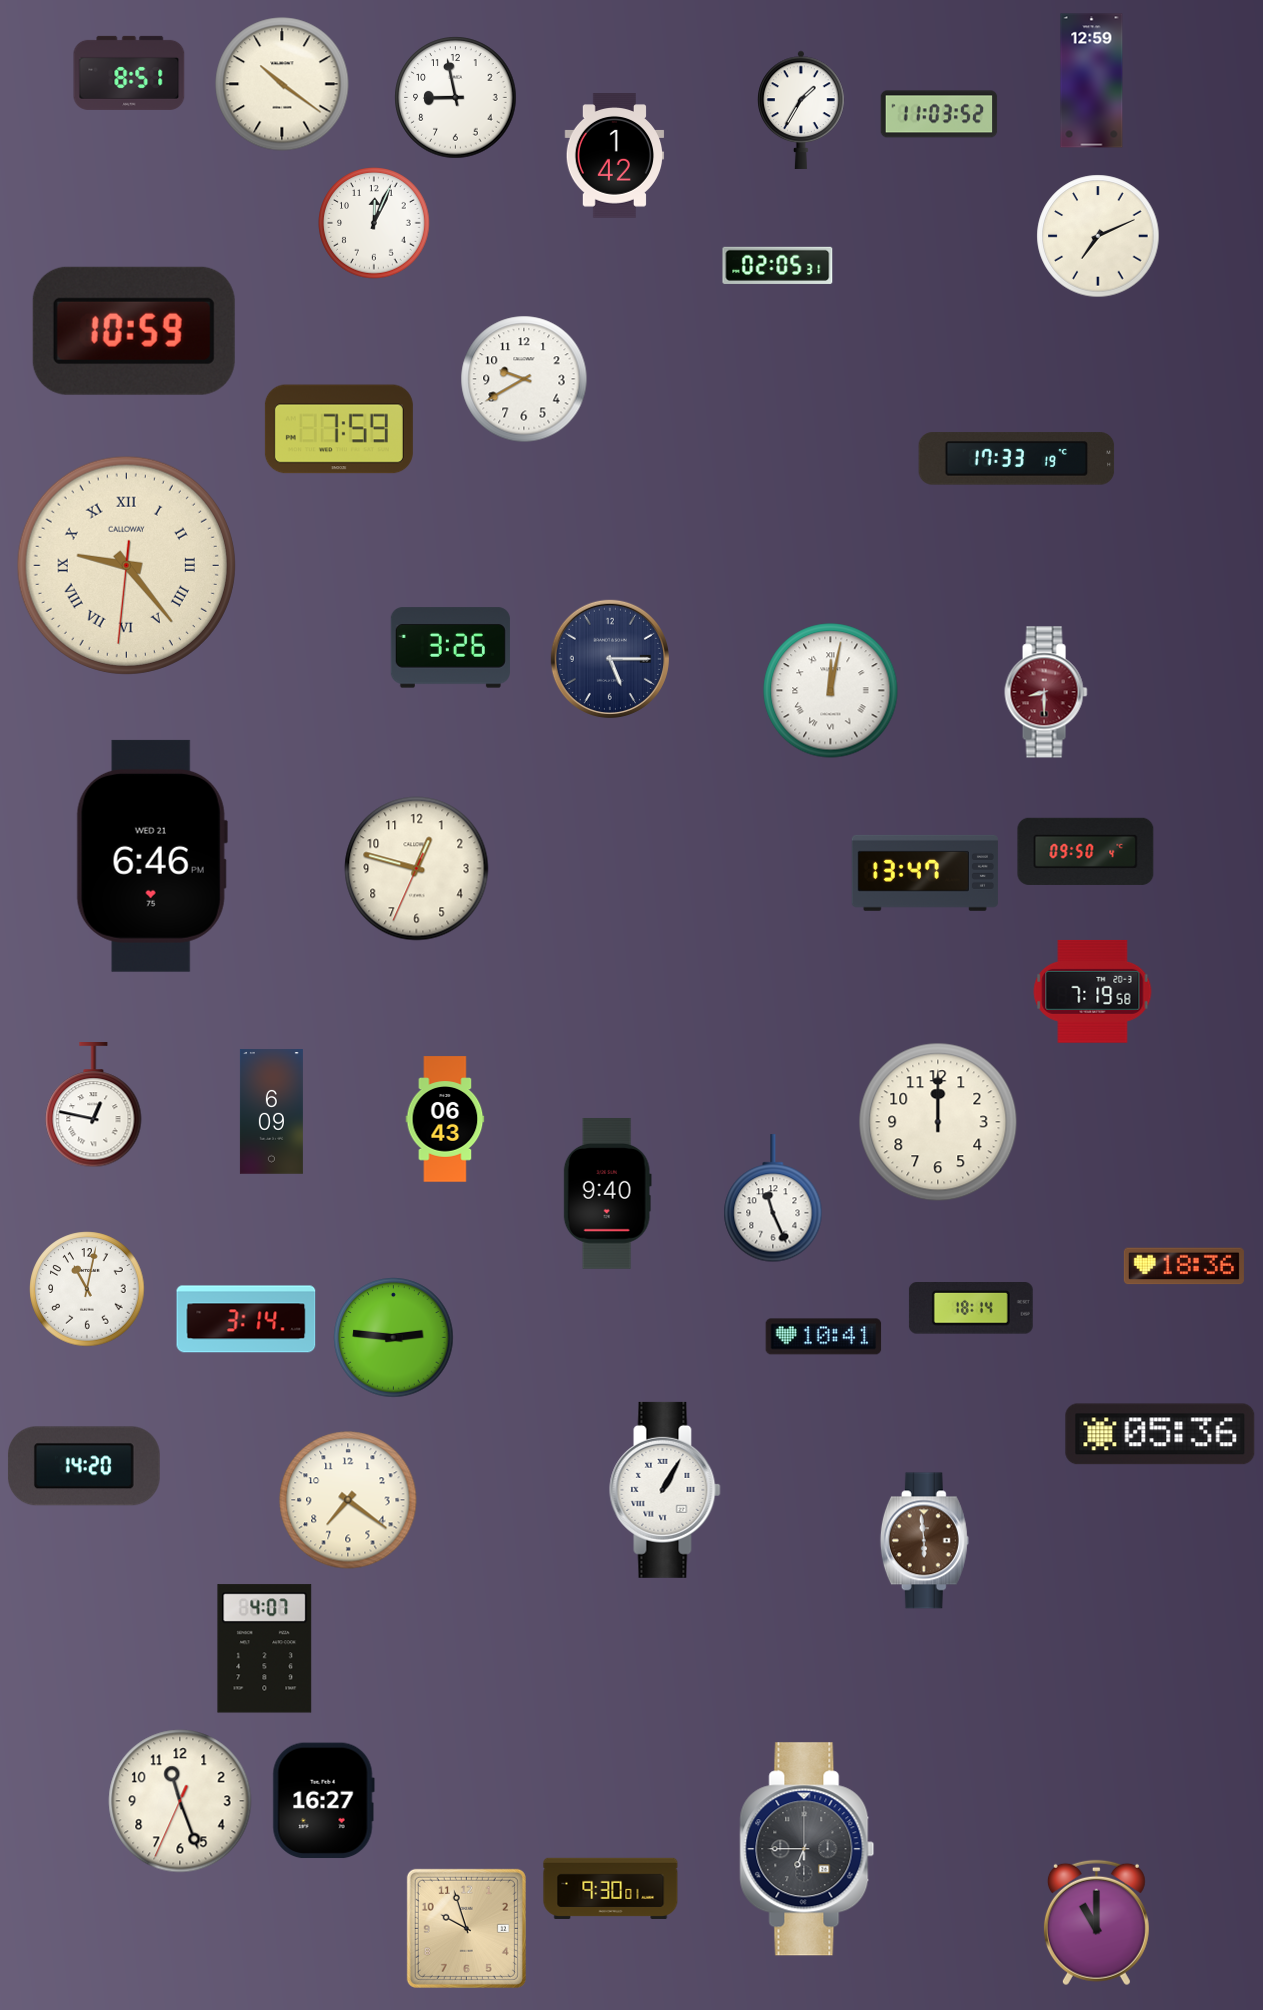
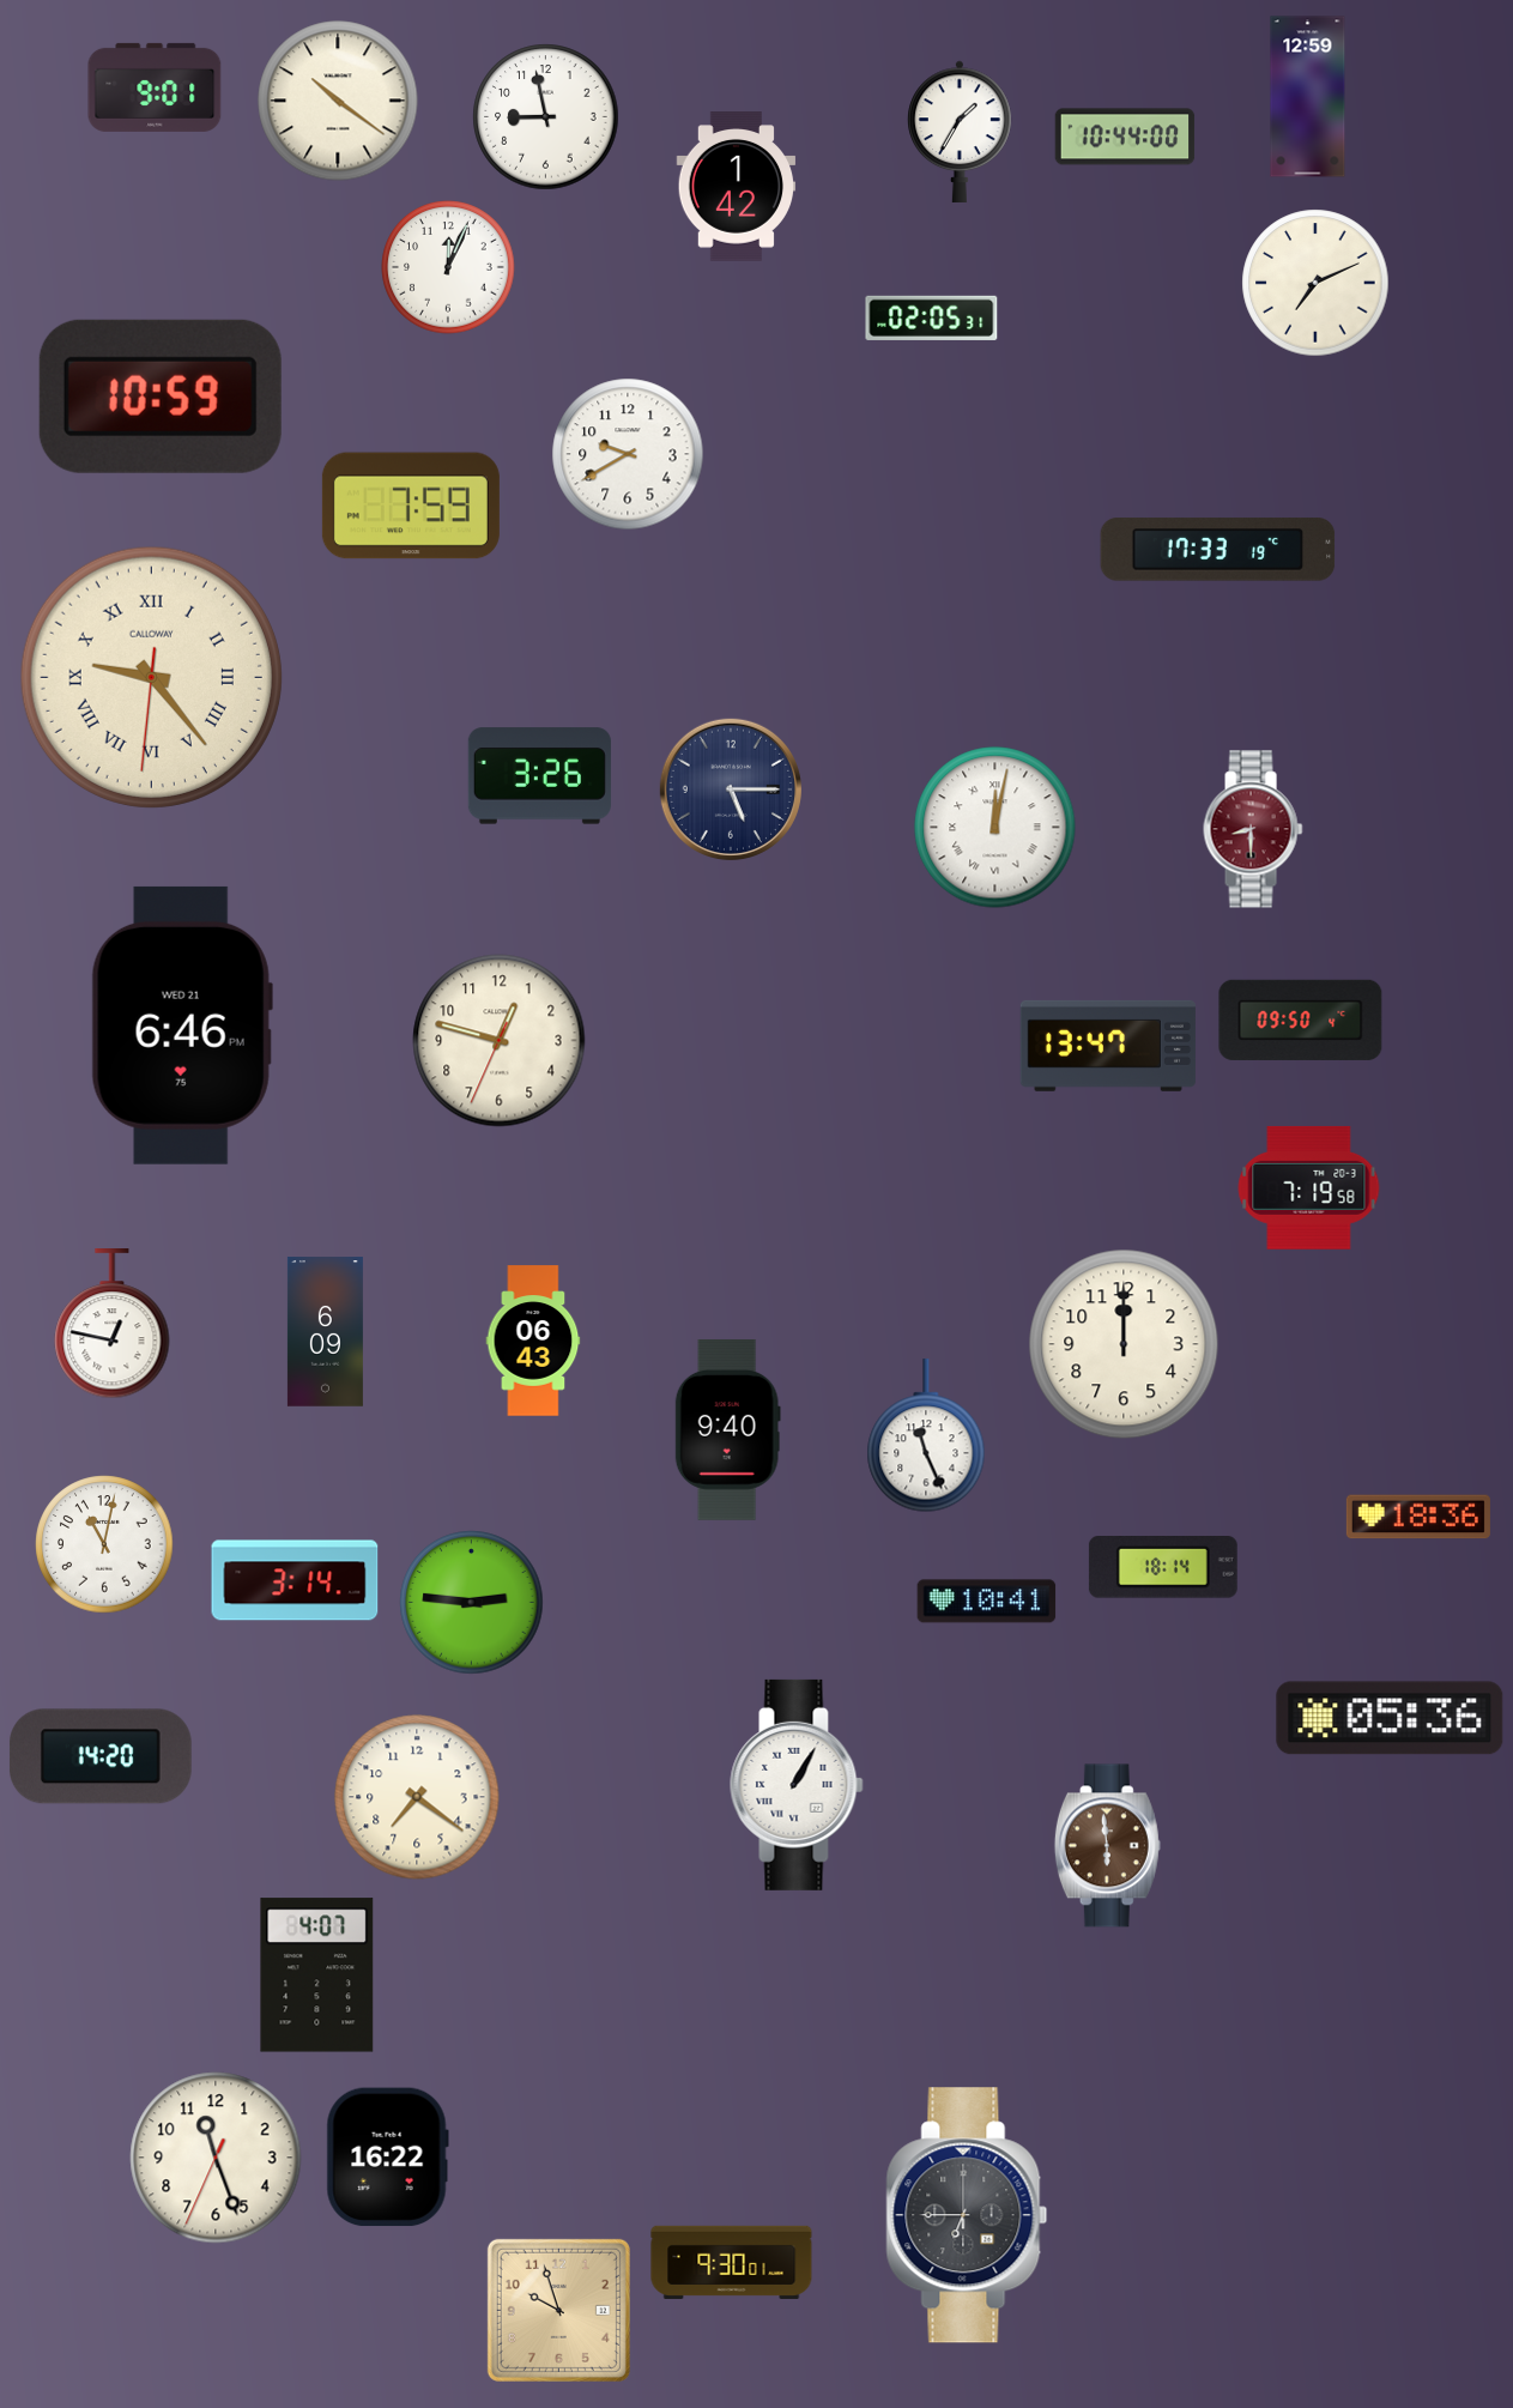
clock at (129, 73): 8:51 -> 9:01
clock at (939, 114): 11:03 -> 10:44
clock at (339, 429) position: (339, 429) -> (411, 506)
clock at (323, 1801): 16:27 -> 16:22
clock at (1096, 1923): 11:00 -> none
